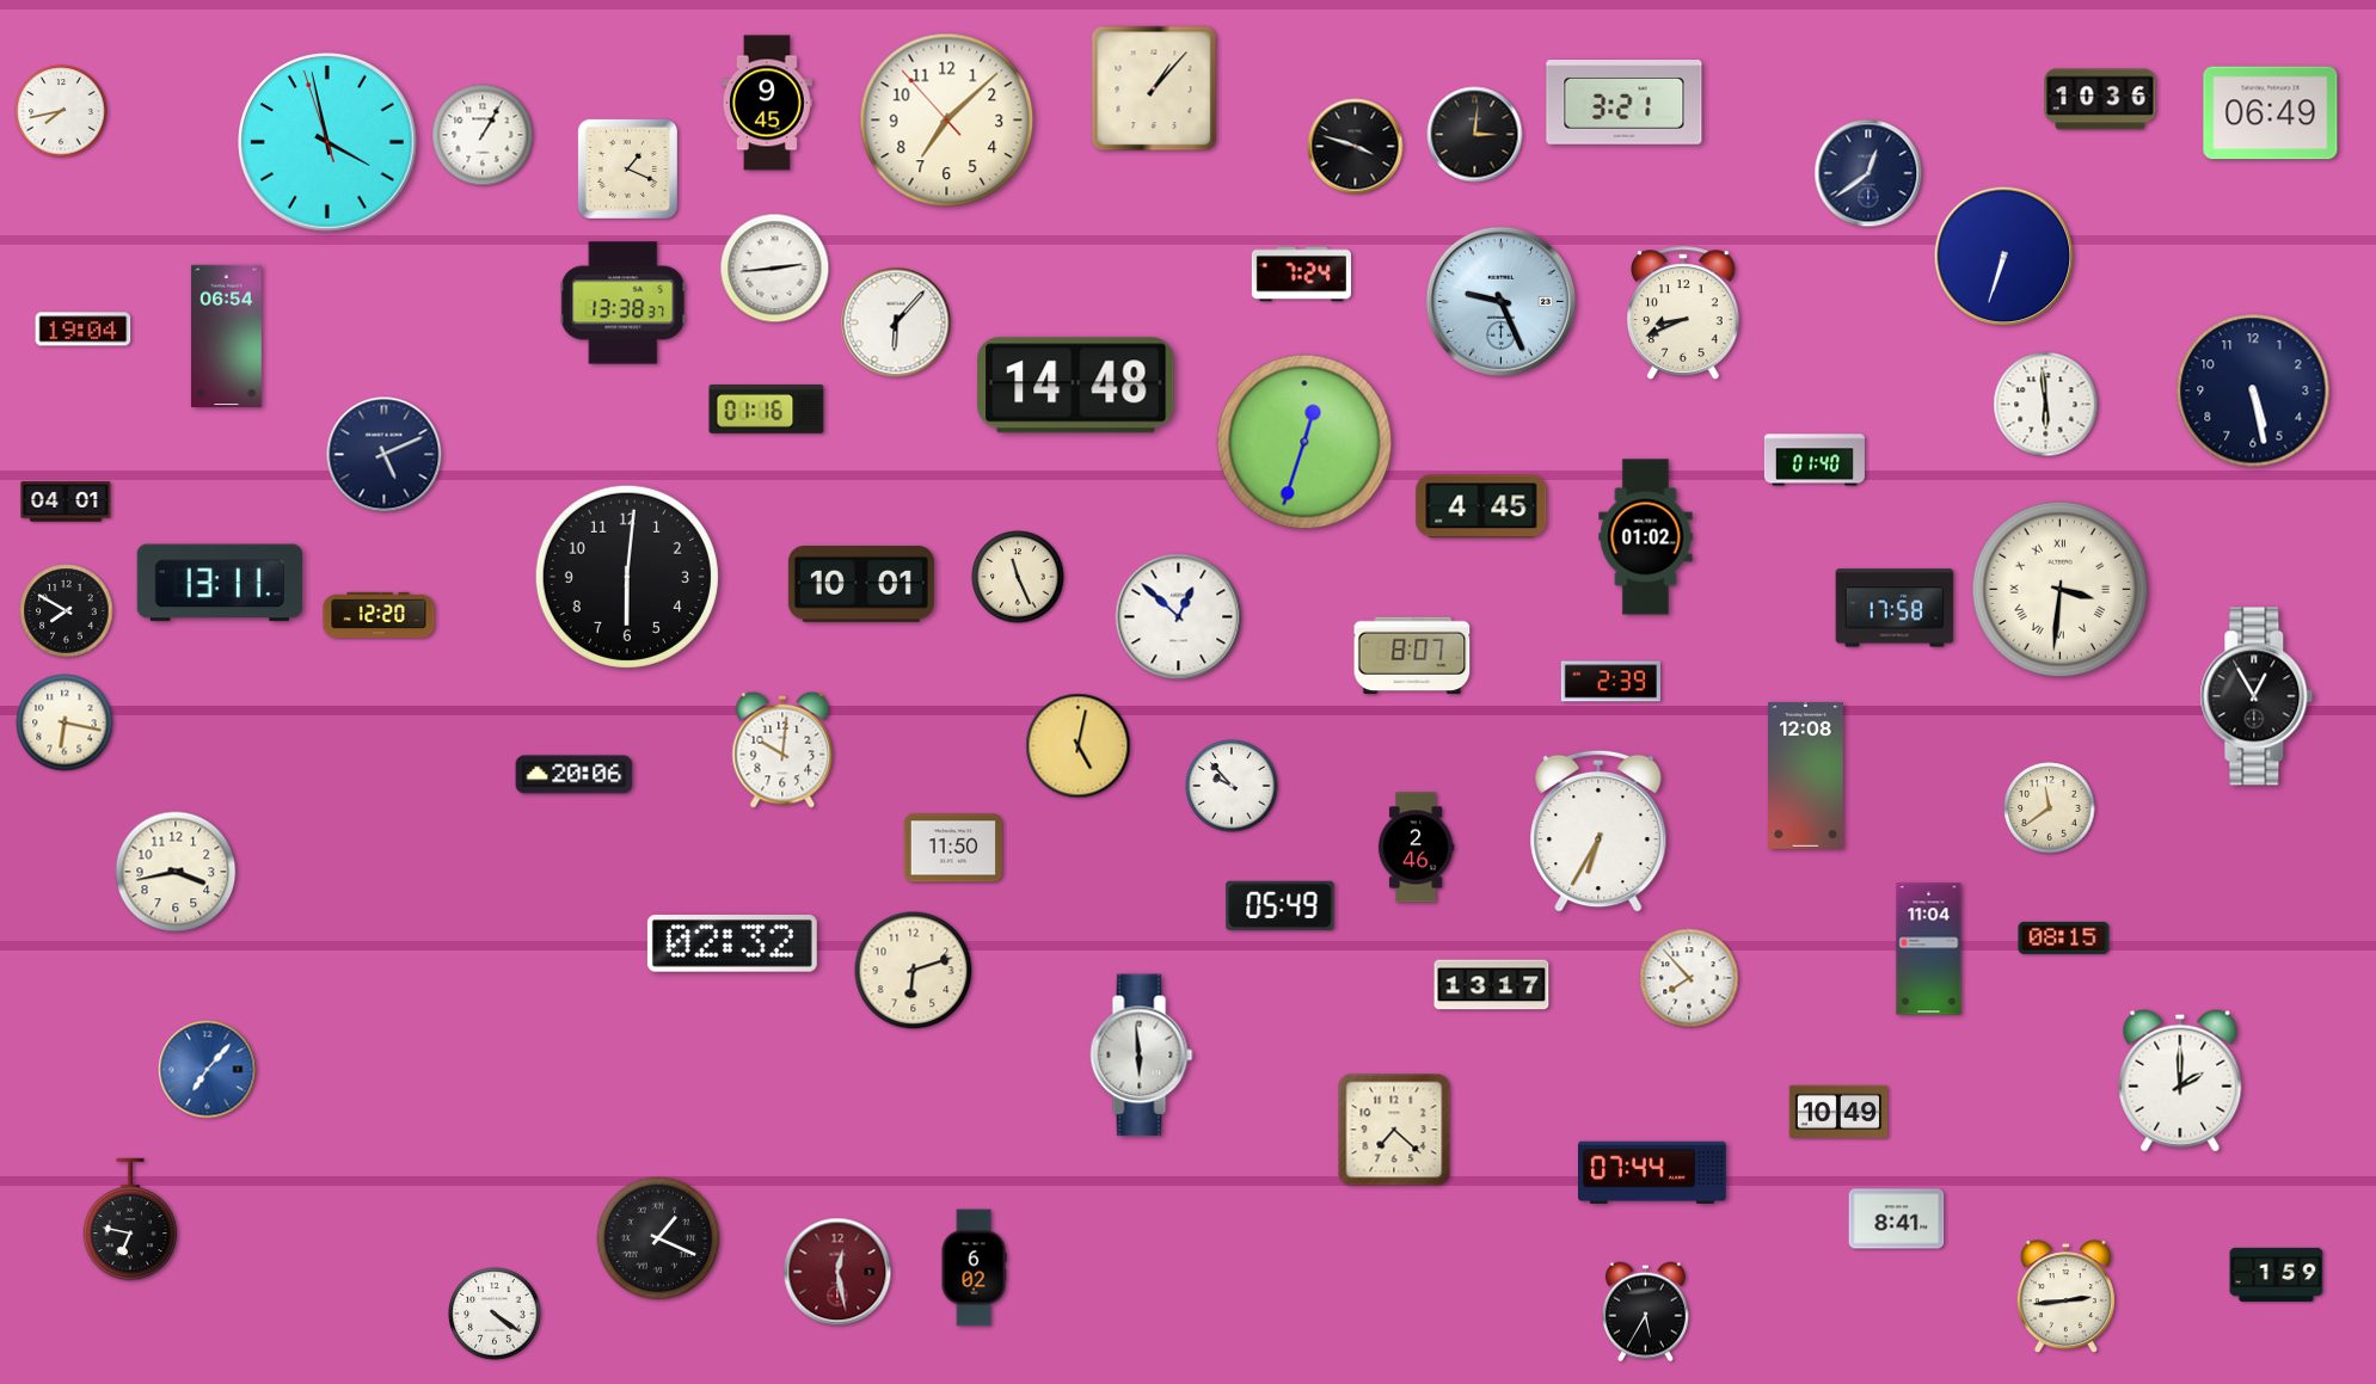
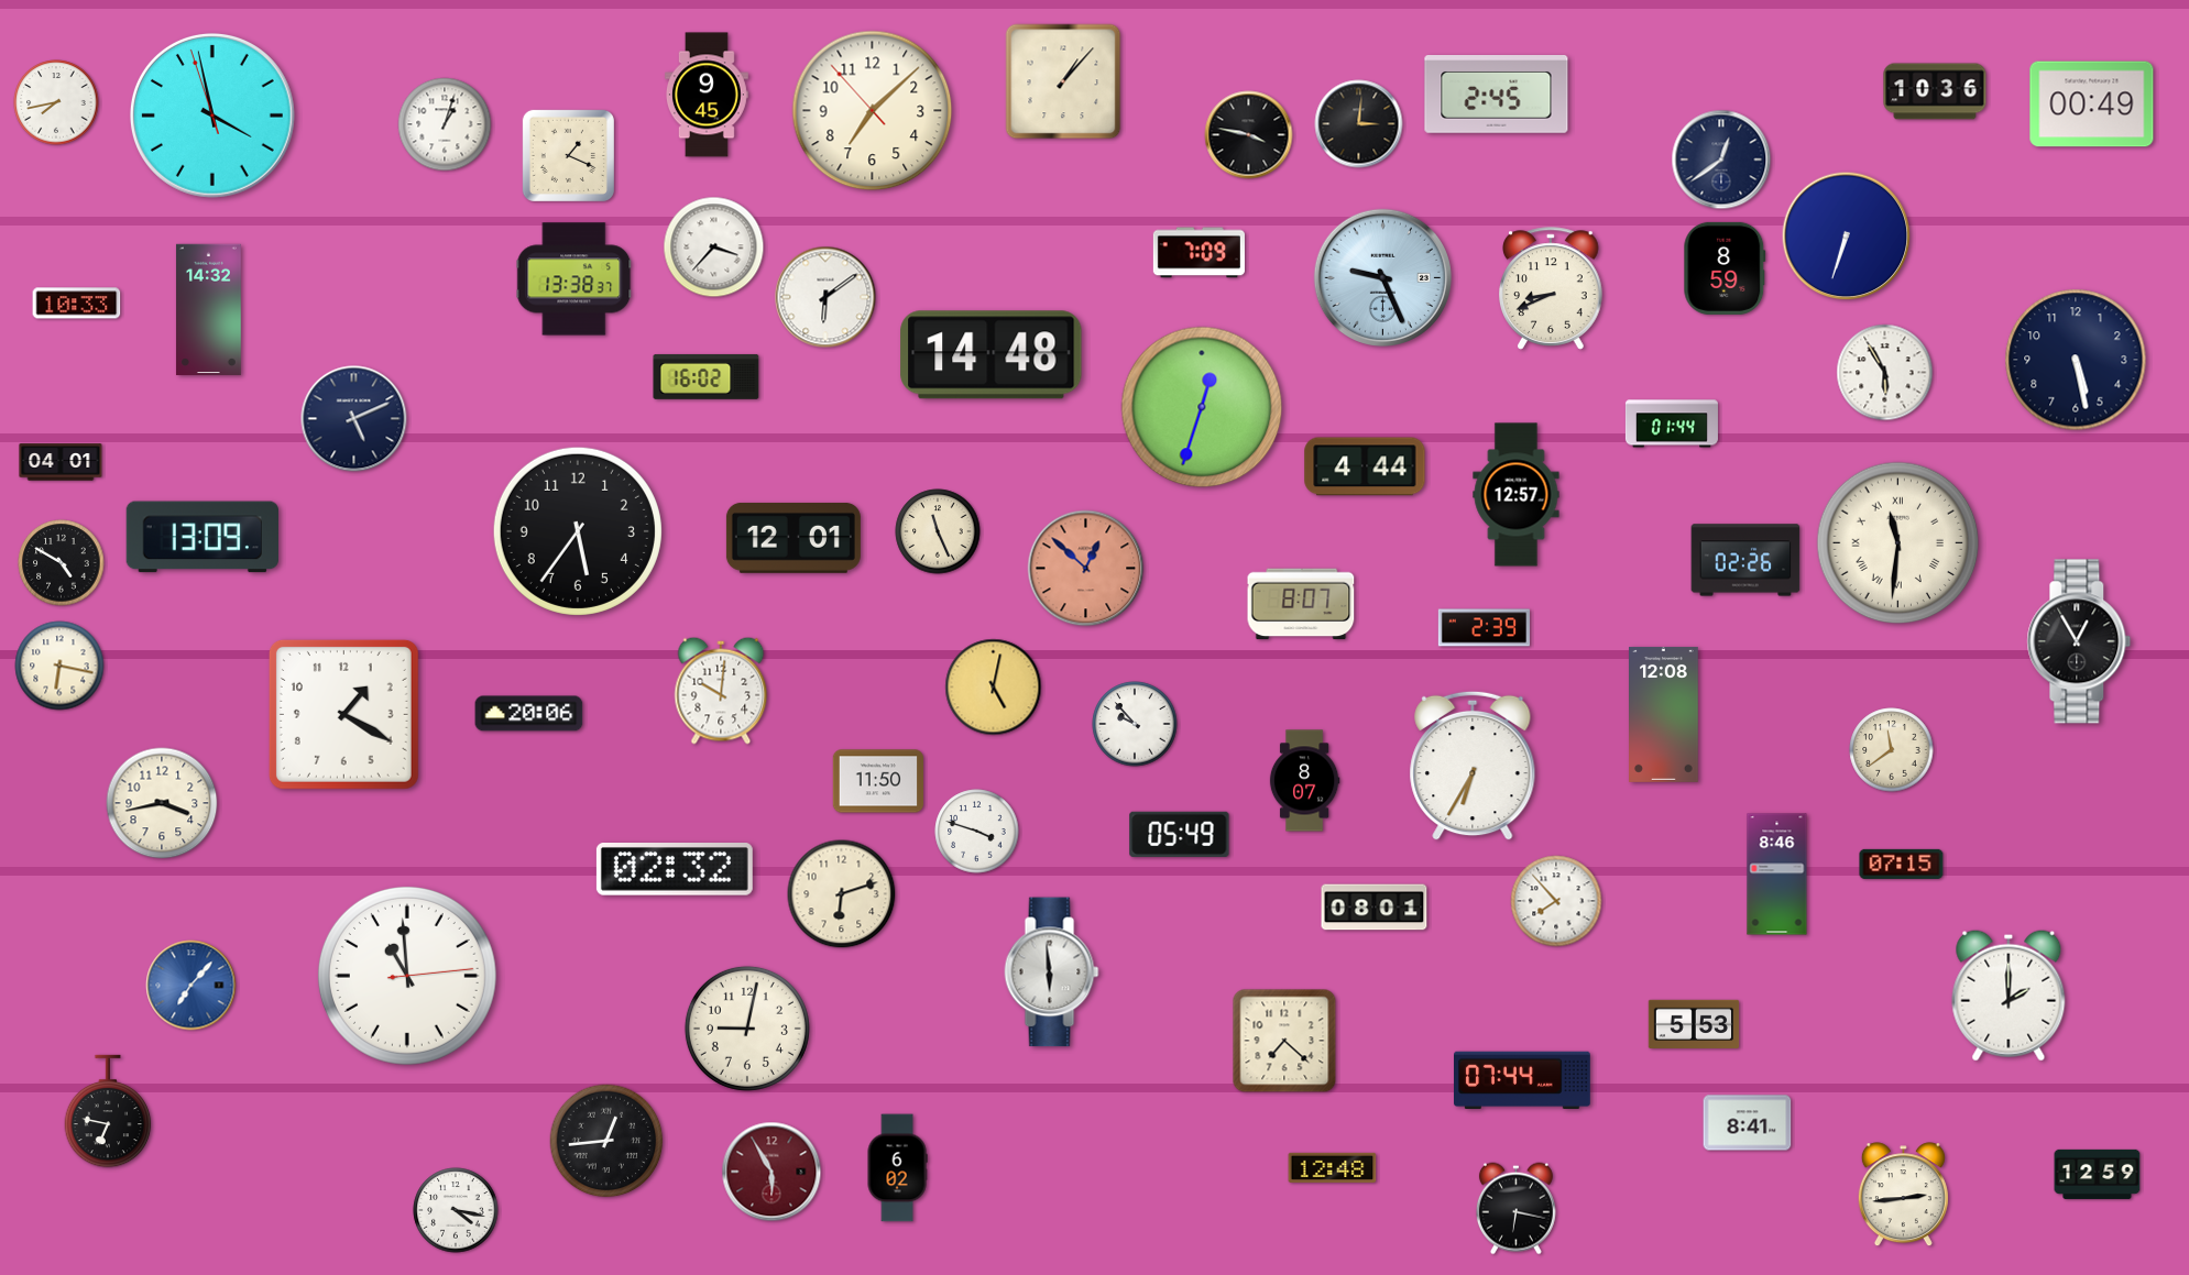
clock at (1625, 103): 3:21 -> 2:45
clock at (2271, 113): 06:49 -> 00:49
clock at (483, 135): 1:05 -> 1:03
clock at (327, 142) position: (327, 142) -> (212, 116)
clock at (1356, 147): 3:48 -> 3:47
clock at (627, 168) position: (627, 168) -> (568, 155)
clock at (775, 269): 2:44 -> 3:37
clock at (1301, 275): 7:24 -> 7:09
clock at (1725, 268): none -> 8:59
clock at (896, 322): 6:07 -> 6:09
clock at (84, 330): 19:04 -> 10:33
clock at (226, 337): 06:54 -> 14:32
clock at (2046, 405): 5:59 -> 5:55
clock at (767, 408): 01:16 -> 16:02
clock at (1815, 460): 01:40 -> 01:44
clock at (1481, 506): 4:45 -> 4:44
clock at (1646, 537): 01:02 -> 12:57
clock at (627, 577): 6:01 -> 5:36
clock at (220, 583): 13:11 -> 13:09
clock at (861, 584): 10:01 -> 12:01
clock at (2061, 590): 3:31 -> 11:31
clock at (1895, 608): 17:58 -> 02:26
clock at (67, 611): 7:50 -> 4:50
clock at (379, 614): 12:20 -> none
clock at (1179, 617) dial: white -> salmon
clock at (343, 714): none -> 1:20
clock at (2050, 808) position: (2050, 808) -> (1892, 750)
clock at (1416, 848): 2:46 -> 8:07
clock at (977, 832): none -> 3:48
clock at (2064, 937): 08:15 -> 07:15
clock at (1929, 949): 11:04 -> 8:46
clock at (1492, 985): 13:17 -> 08:01
clock at (407, 976): none -> 10:59
clock at (1838, 1112): 10:49 -> 5:53
clock at (747, 1029): none -> 9:02
clock at (130, 1219) position: (130, 1219) -> (108, 1111)
clock at (658, 1238): 1:19 -> 12:44
clock at (1333, 1167): none -> 12:48
clock at (837, 1272): 12:28 -> 5:55
clock at (2277, 1274): 1:59 -> 12:59
clock at (1645, 1312): 5:35 -> 6:17
clock at (495, 1314): 4:21 -> 4:17
